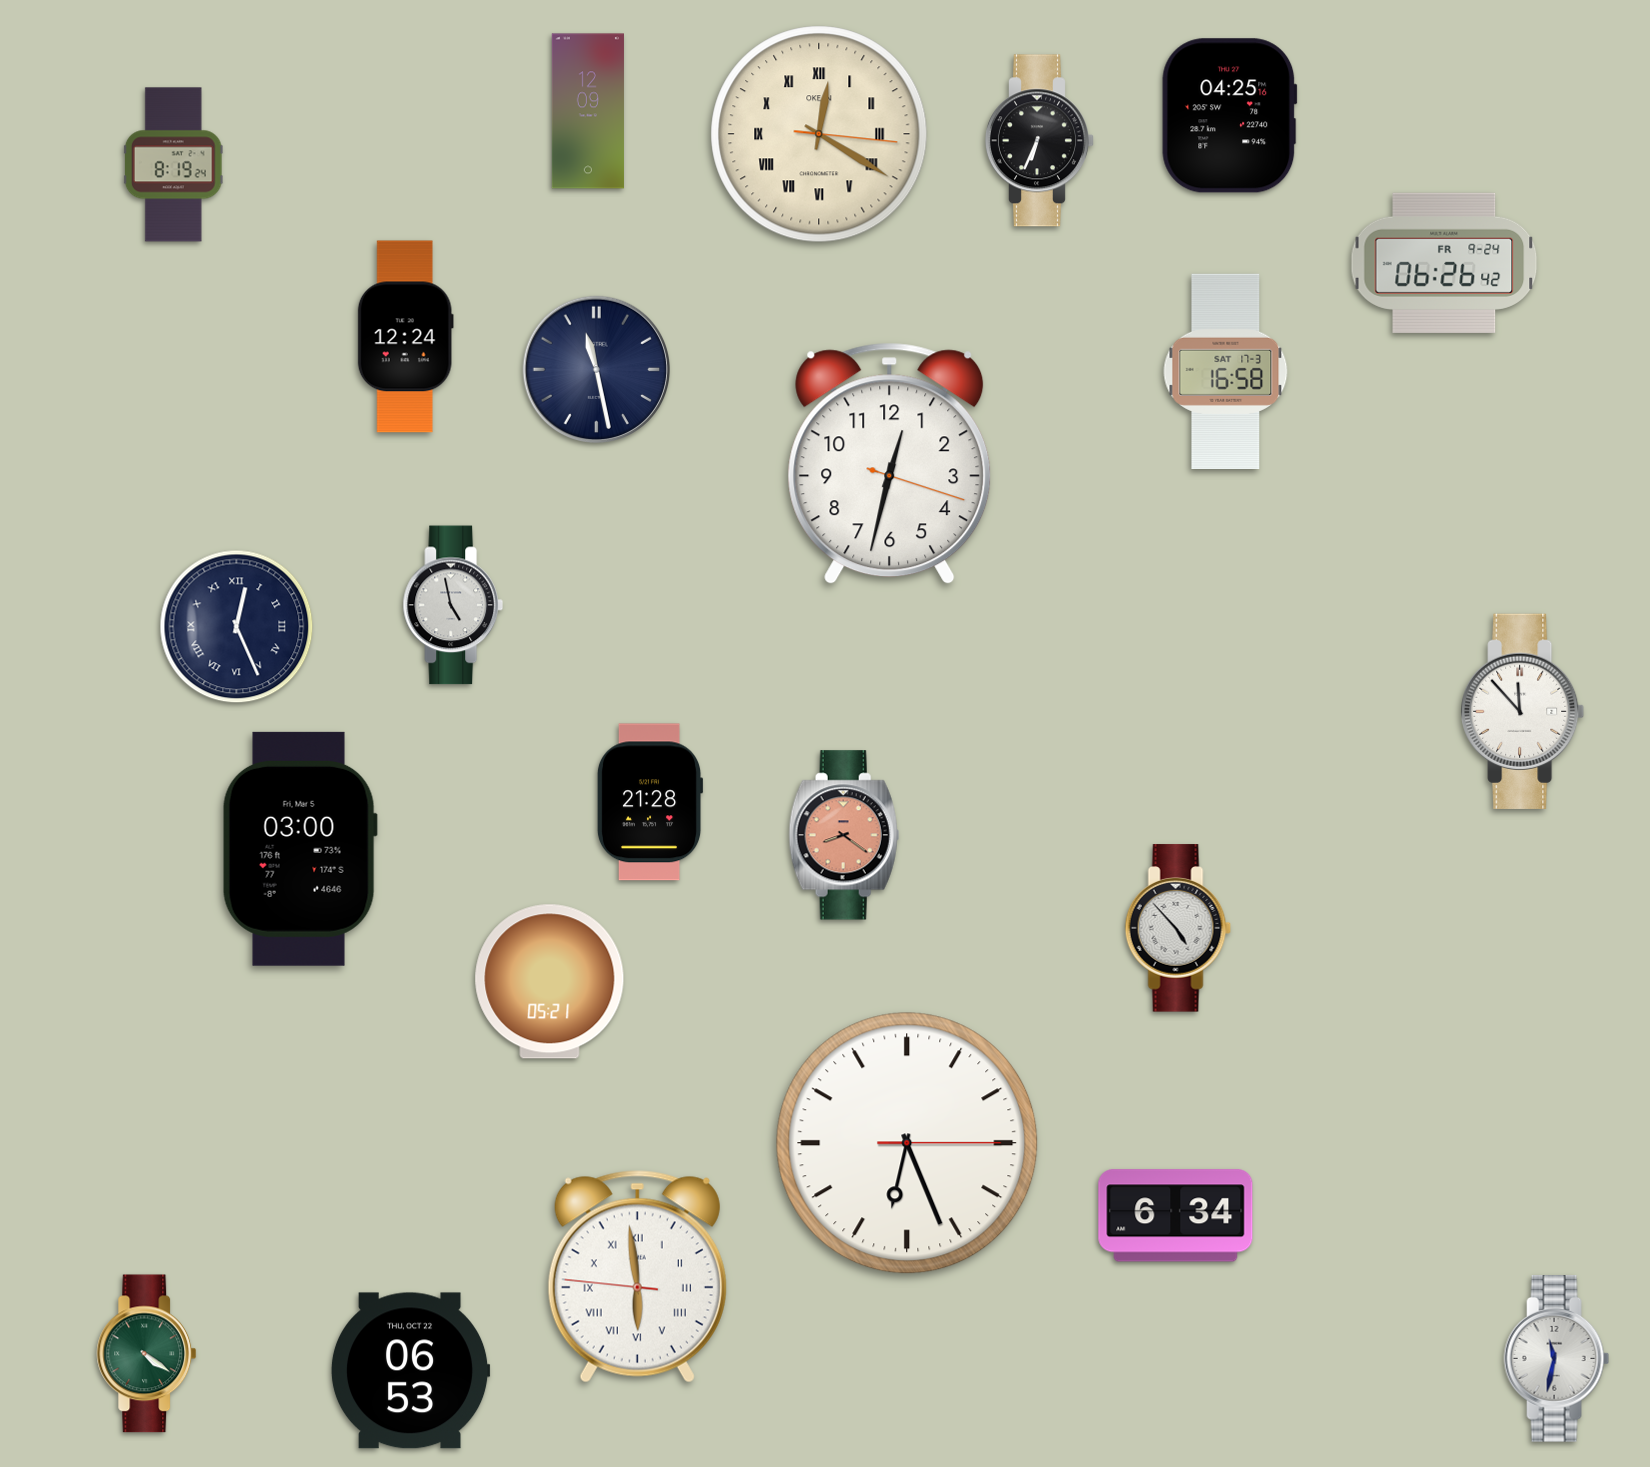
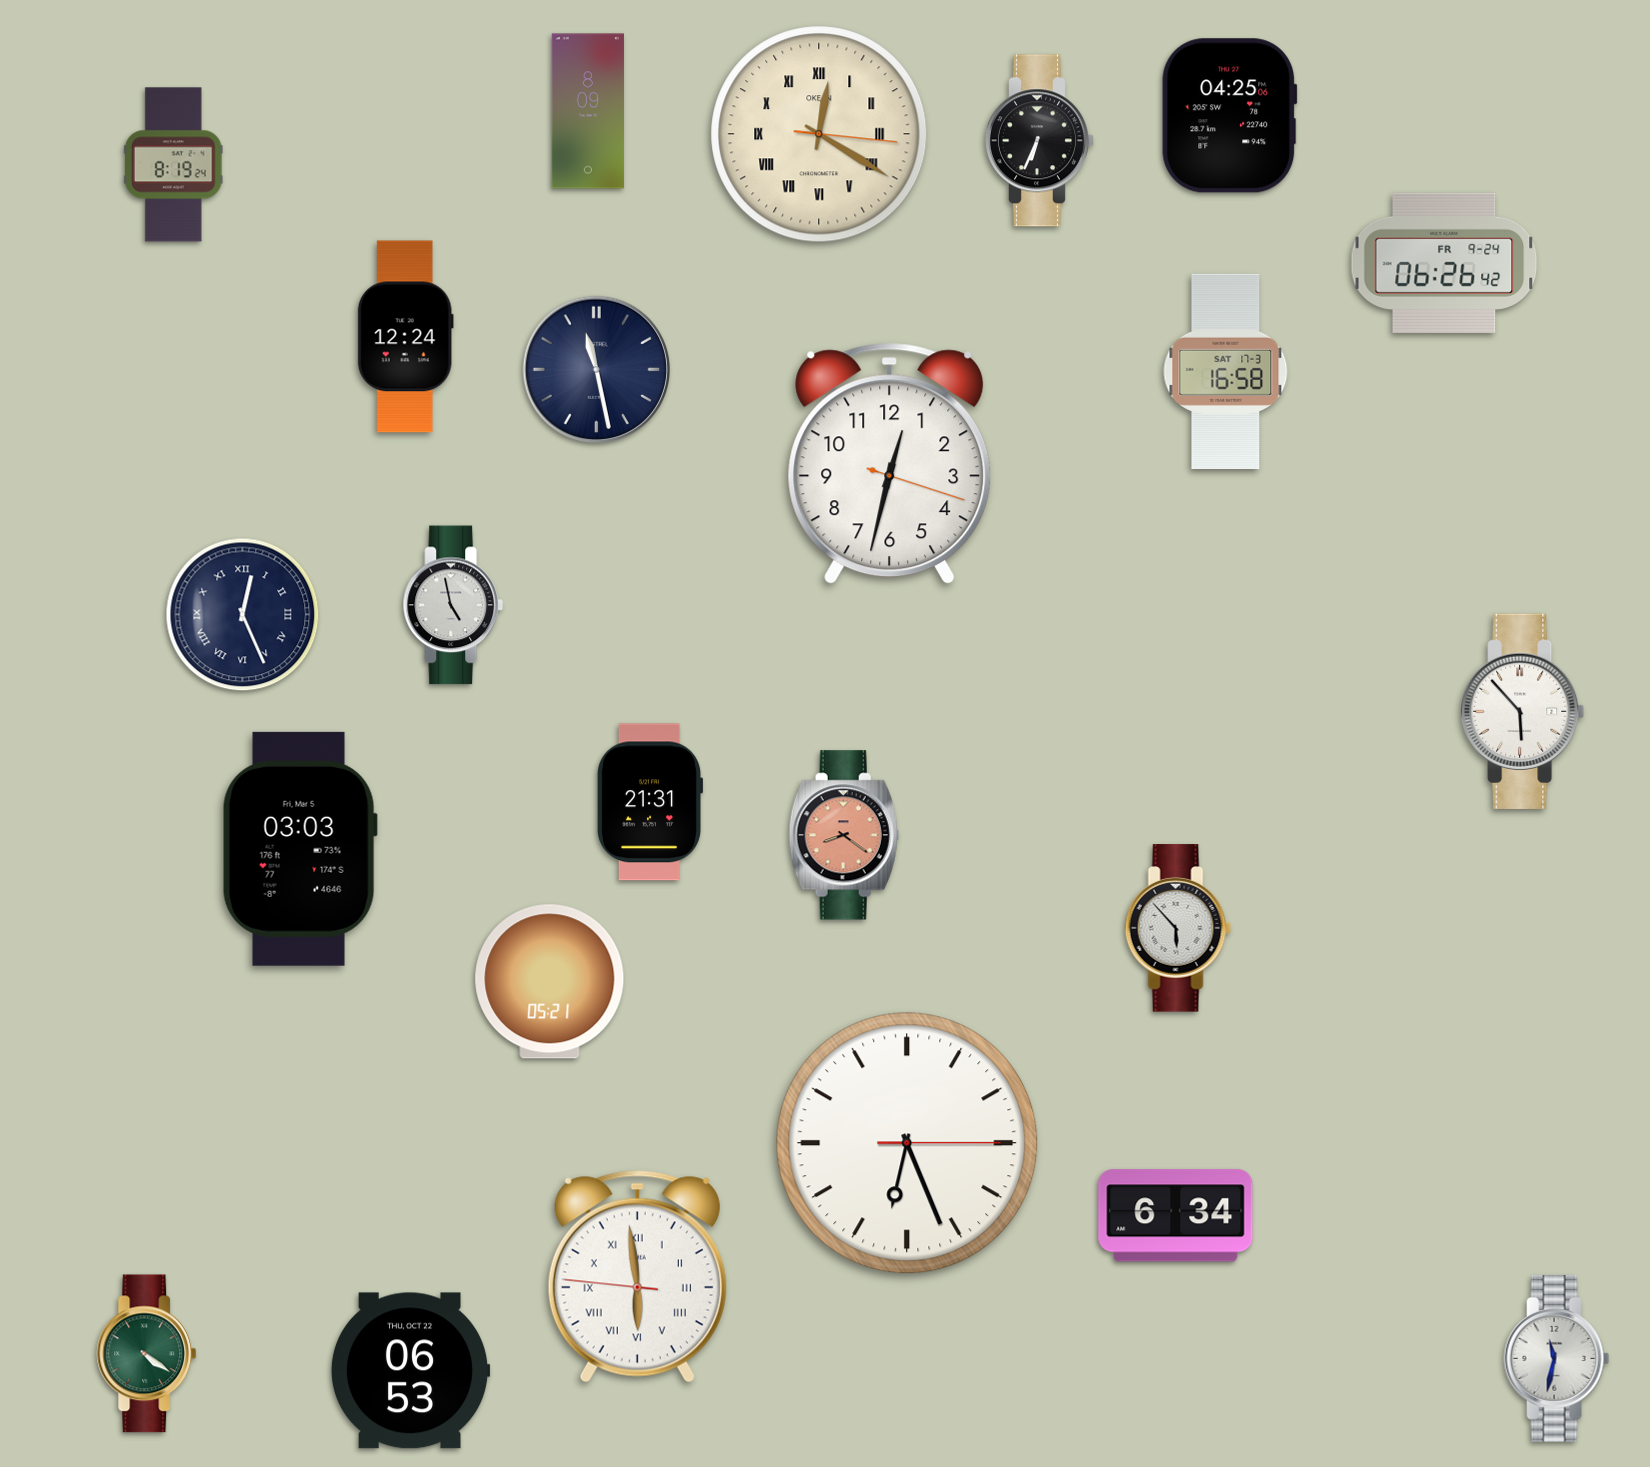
clock at (588, 111): 12:09 -> 8:09
clock at (1230, 116): 04:25:16 -> 04:25:06
clock at (237, 627) position: (237, 627) -> (243, 615)
clock at (1523, 711): 11:53 -> 5:53
clock at (650, 802): 21:28 -> 21:31
clock at (300, 849): 03:00 -> 03:03
clock at (1178, 928): 4:53 -> 5:53
